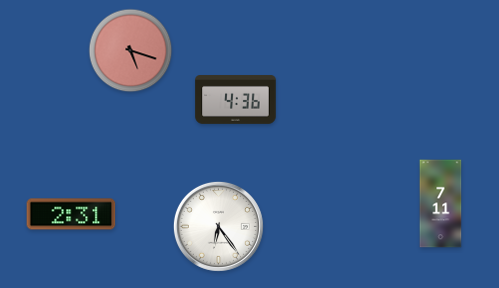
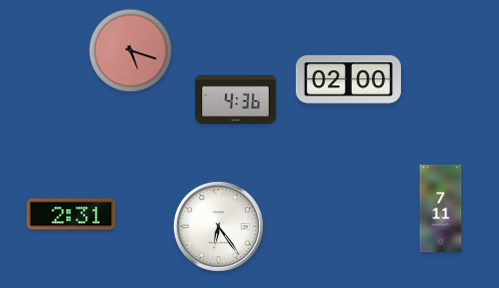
clock at (348, 80): none -> 02:00
clock at (441, 204) position: (441, 204) -> (441, 209)
